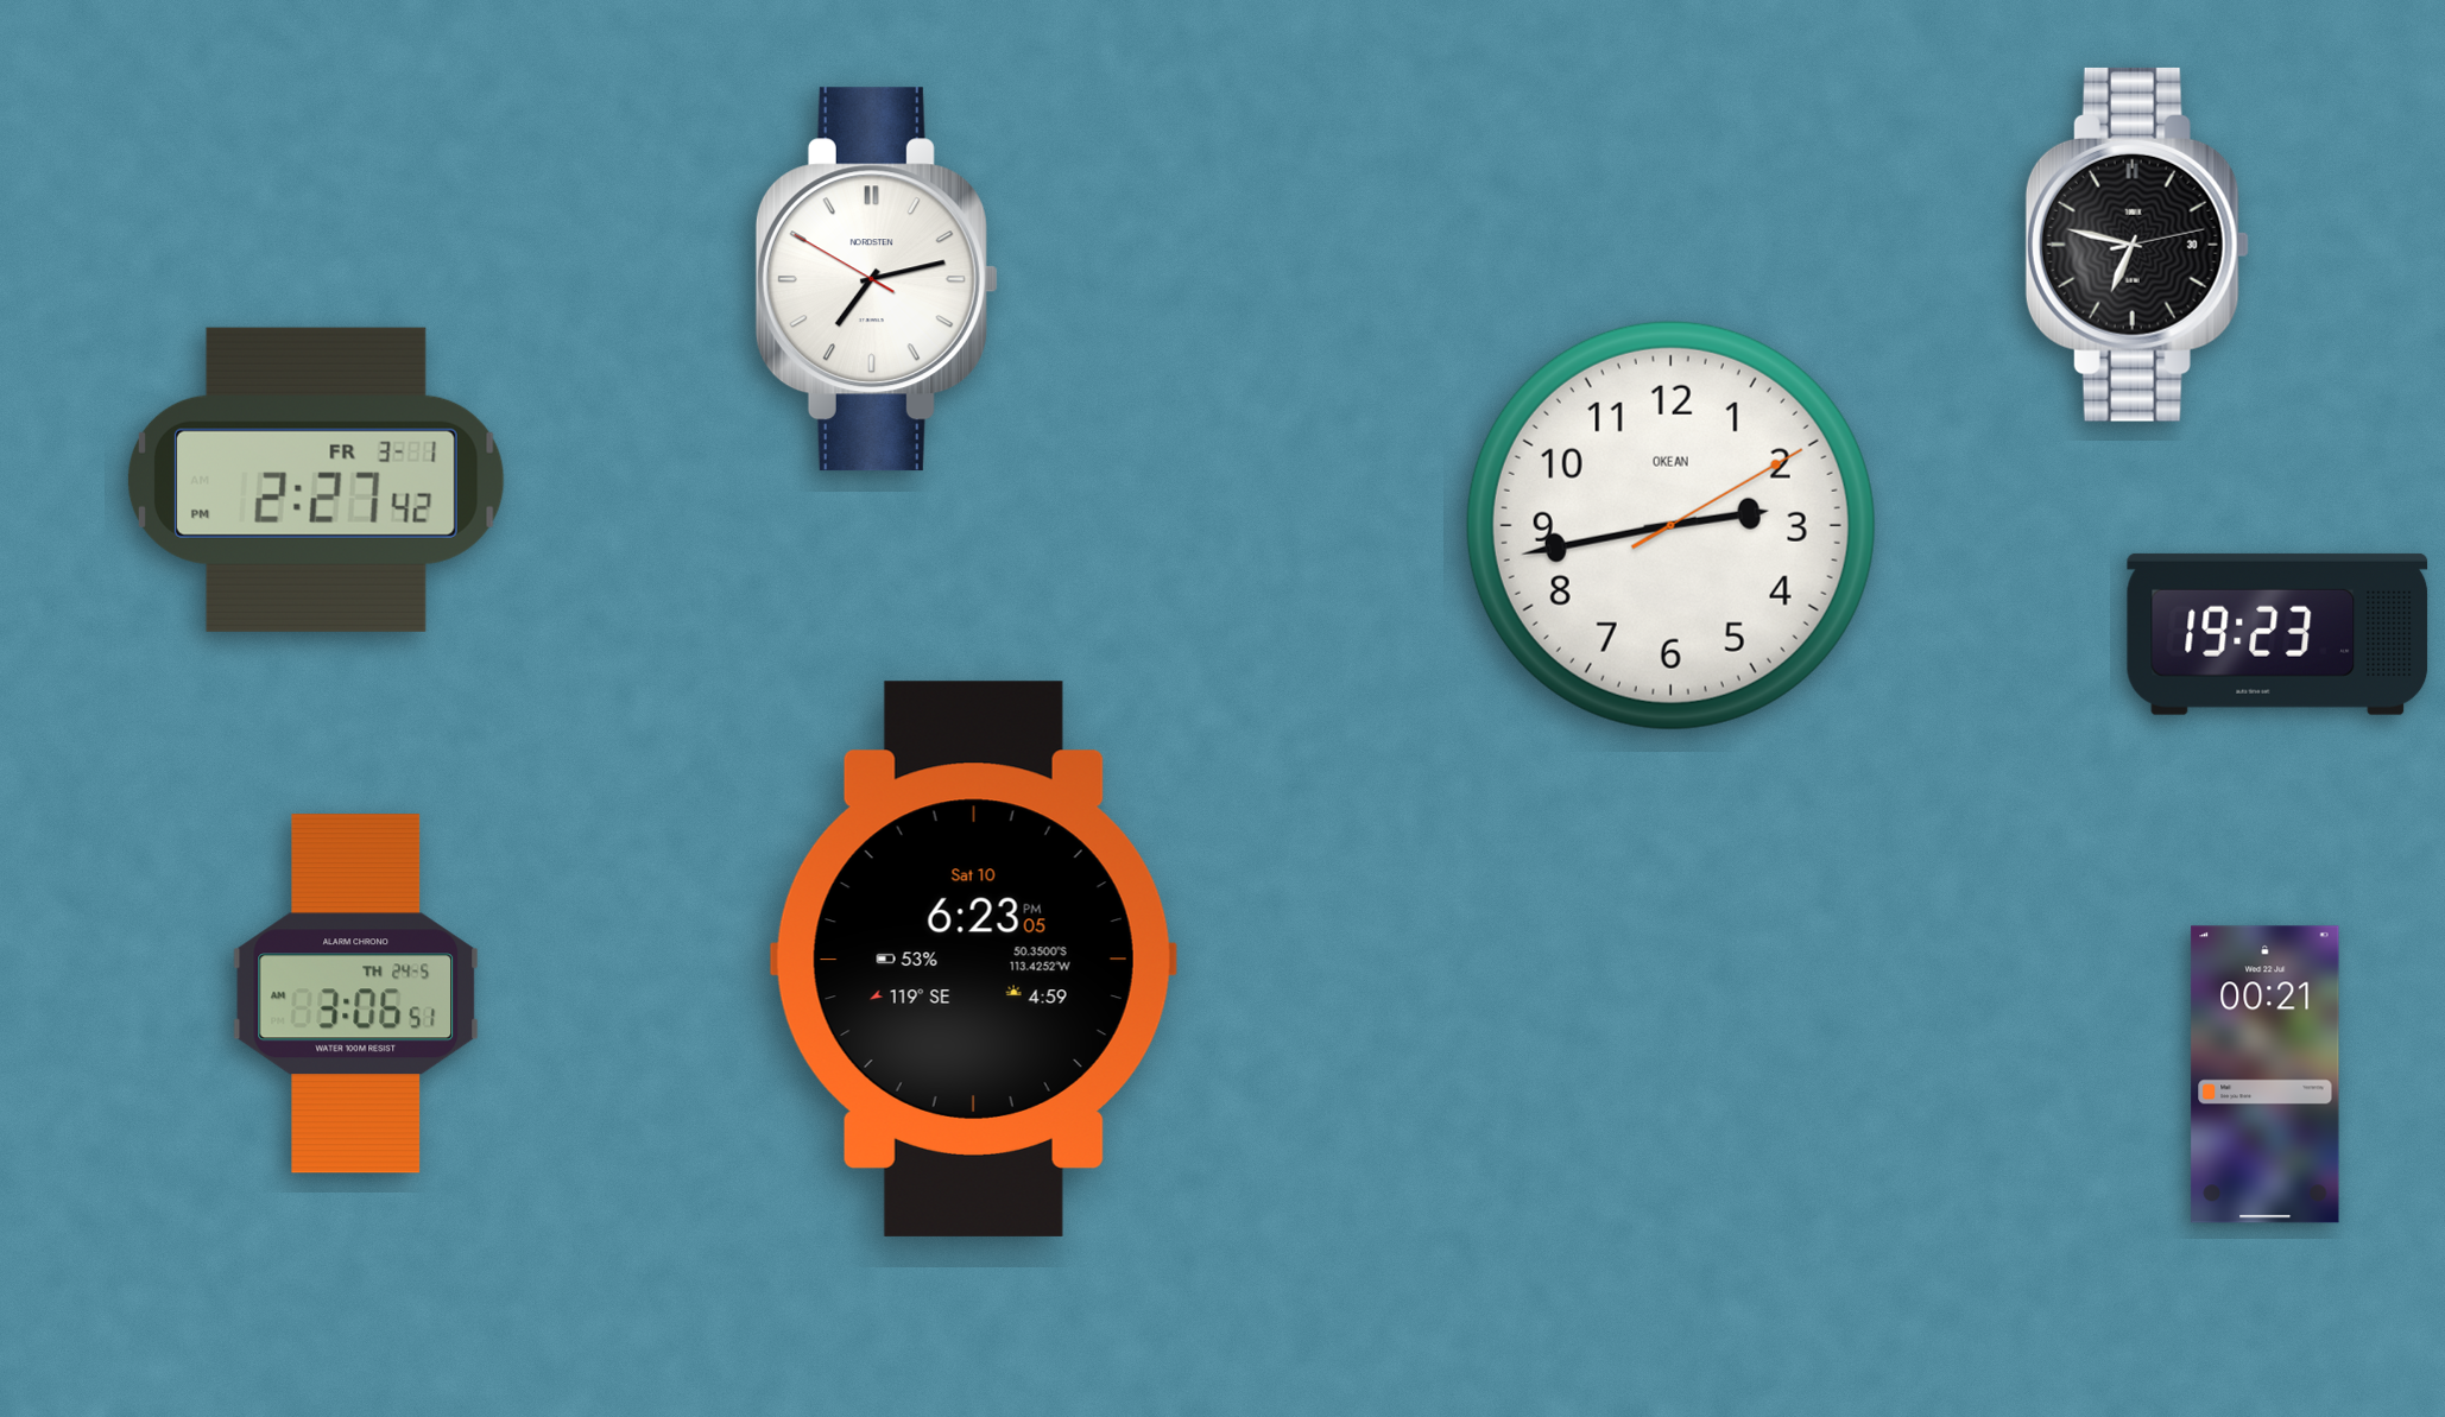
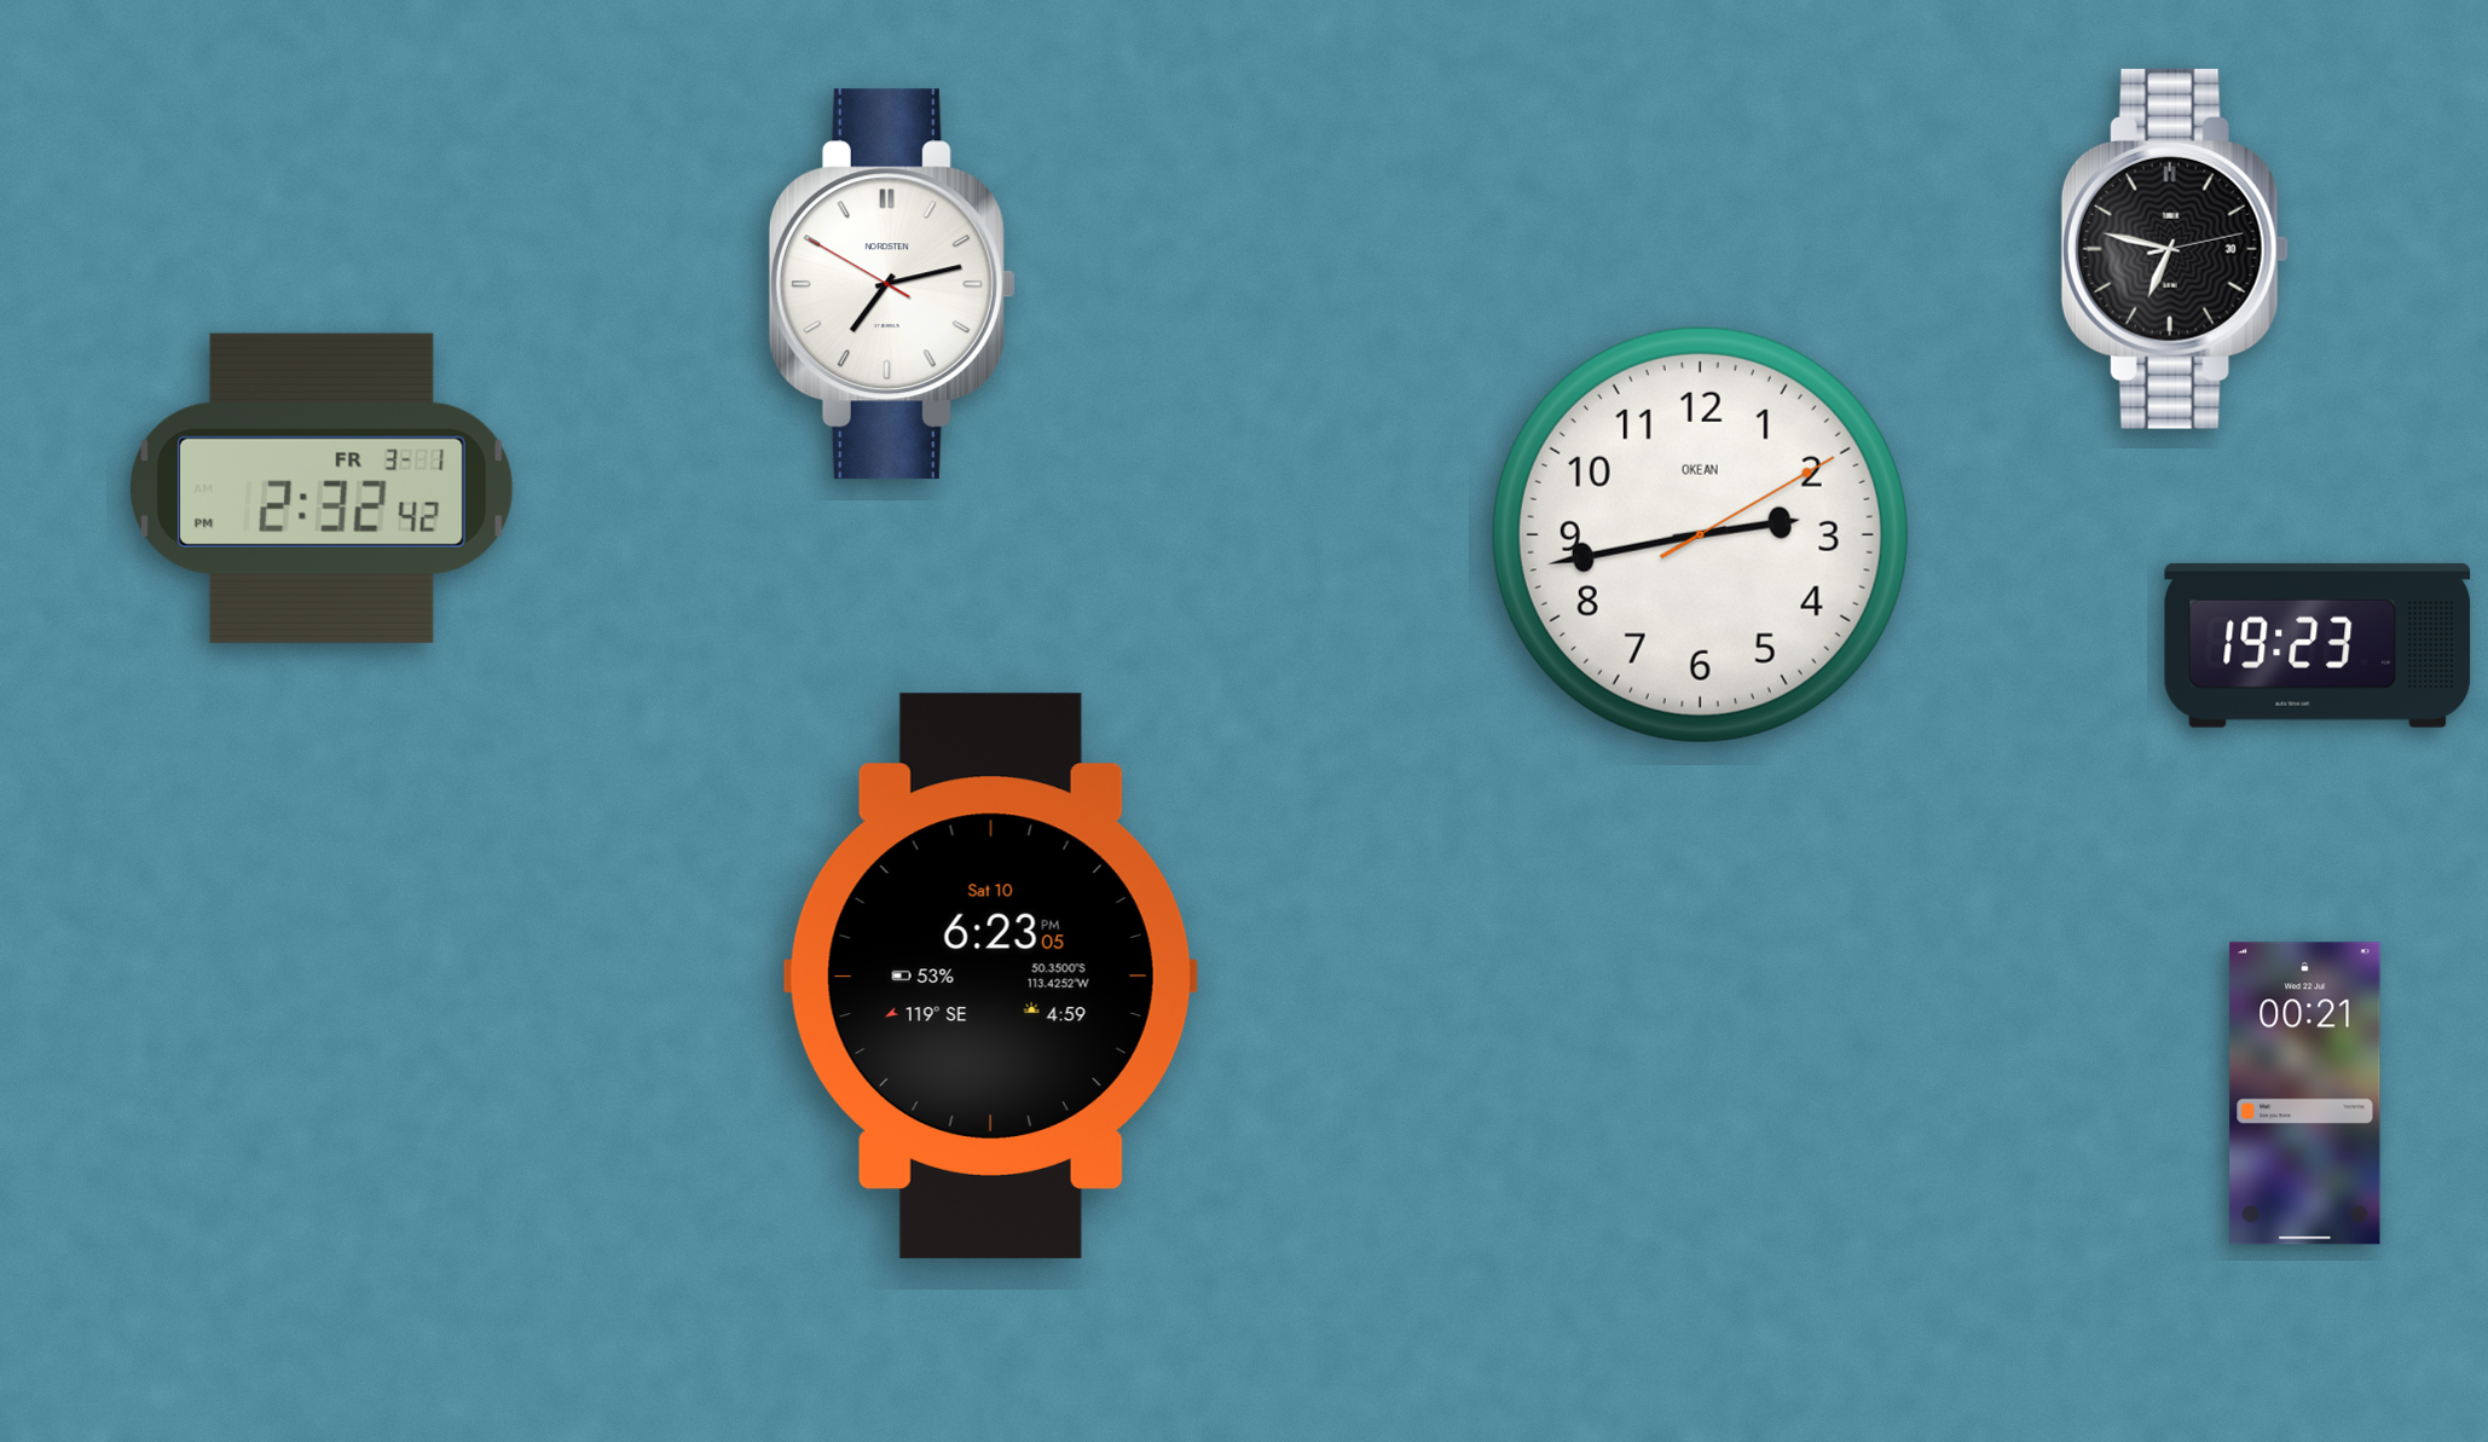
clock at (316, 480): 2:27 -> 2:32
clock at (356, 994): 3:06 -> none
